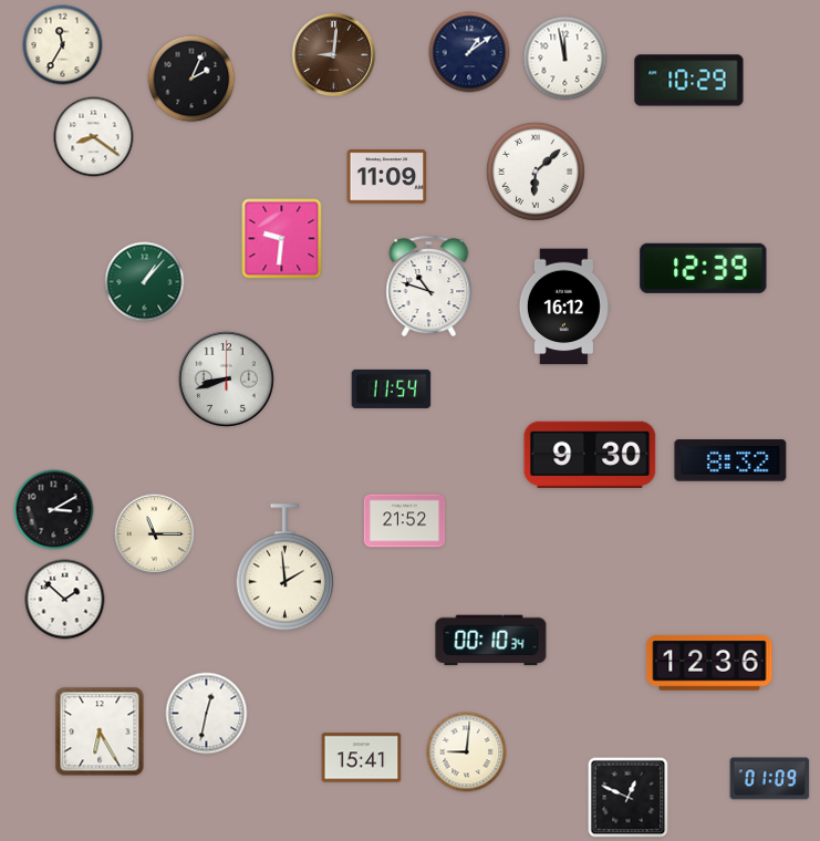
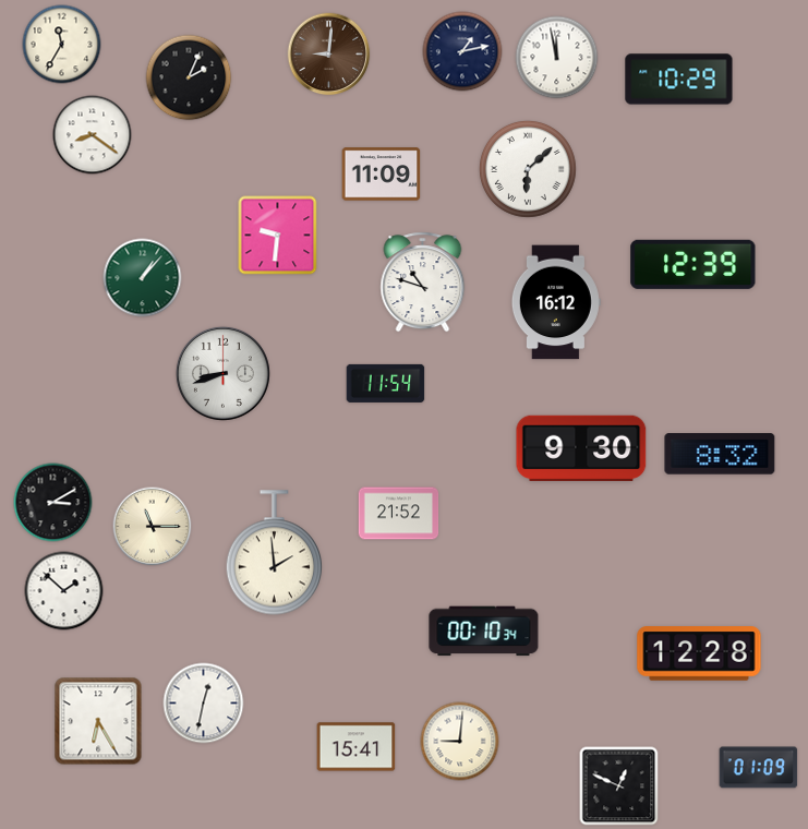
clock at (469, 52): 1:09 -> 1:13
clock at (286, 568) position: (286, 568) -> (275, 553)
clock at (709, 663): 12:36 -> 12:28
